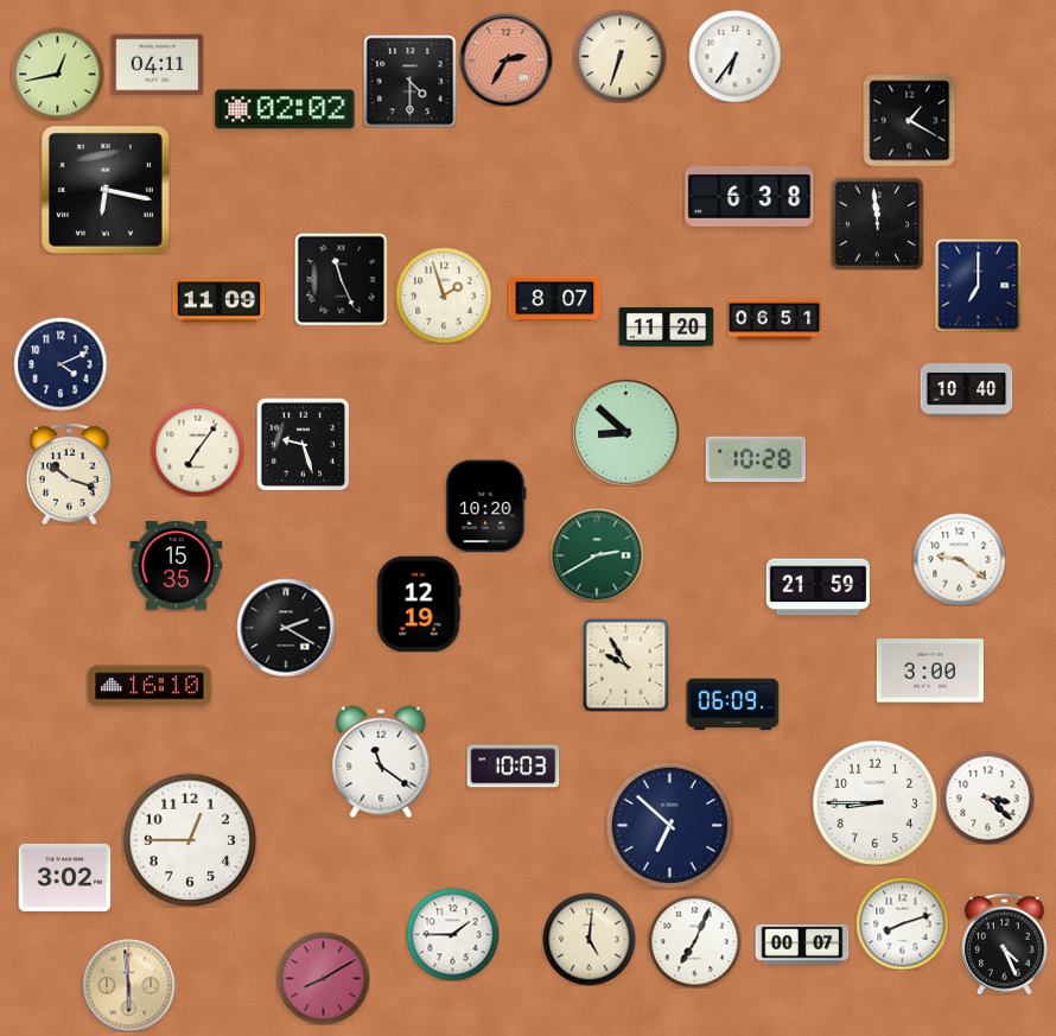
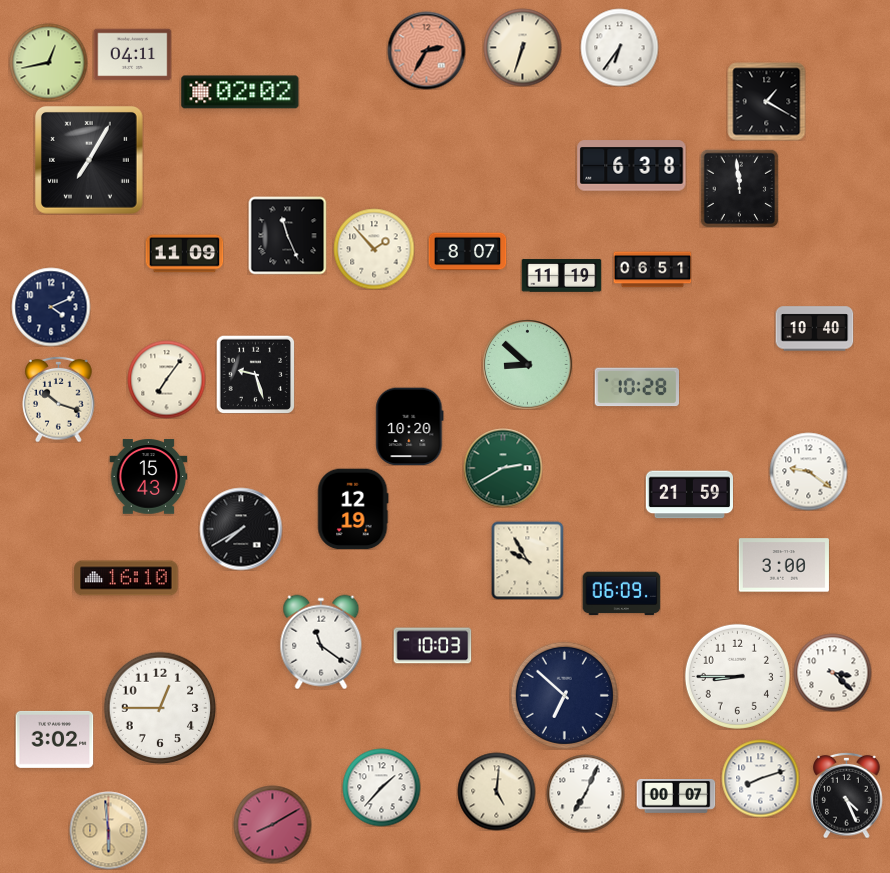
clock at (409, 81): 4:30 -> none
clock at (107, 191): 6:17 -> 7:05
clock at (979, 285): 7:00 -> none
clock at (444, 295): 1:57 -> 1:53
clock at (666, 328): 11:20 -> 11:19
clock at (176, 566): 15:35 -> 15:43
clock at (286, 628): 2:20 -> 7:40
clock at (732, 705) position: (732, 705) -> (621, 594)
clock at (452, 934): 1:45 -> 1:37
